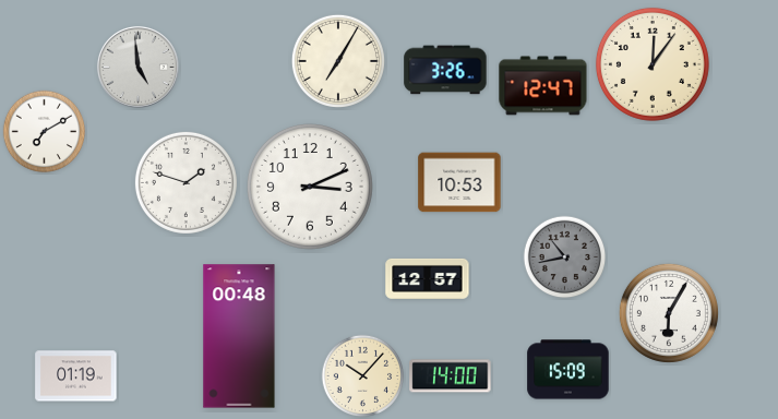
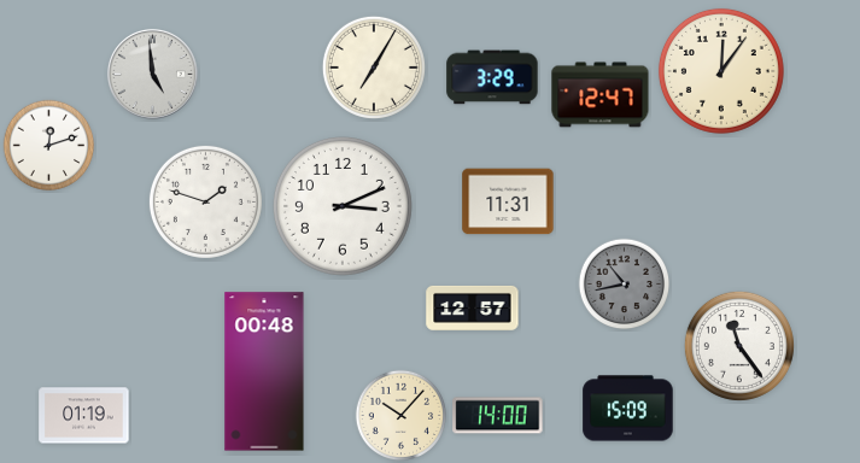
clock at (445, 70): 3:26 -> 3:29
clock at (45, 132): 7:10 -> 12:12
clock at (459, 182): 10:53 -> 11:31
clock at (669, 313): 6:05 -> 11:24
